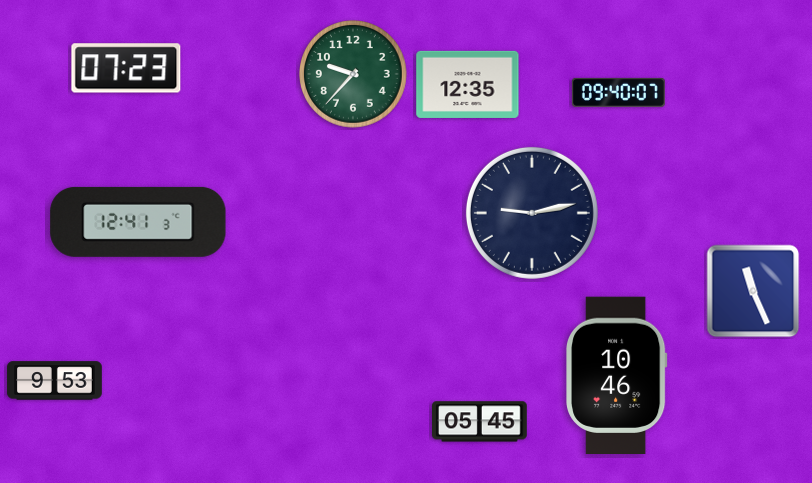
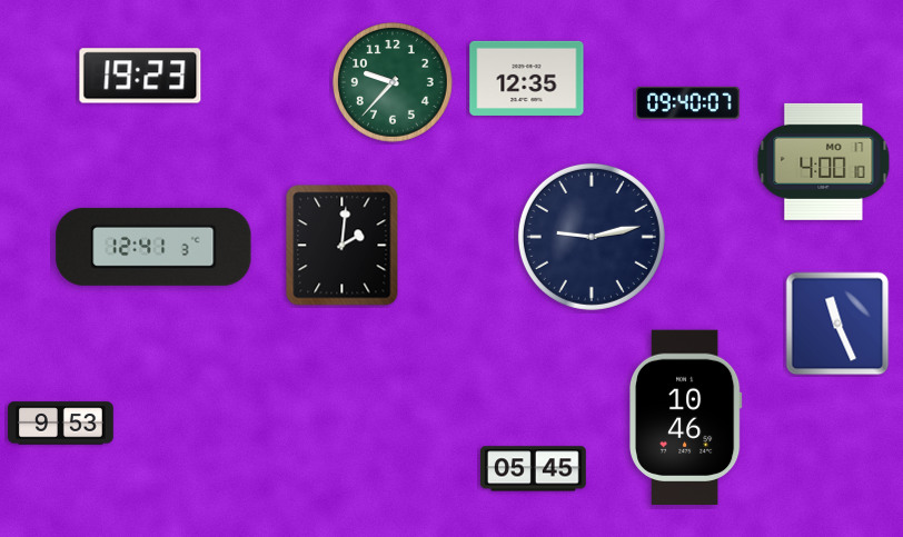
clock at (126, 68): 07:23 -> 19:23
clock at (468, 84) position: (468, 84) -> (527, 78)
clock at (824, 161): none -> 4:00
clock at (343, 246): none -> 2:01
